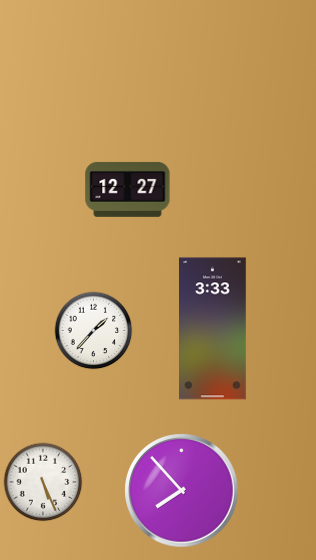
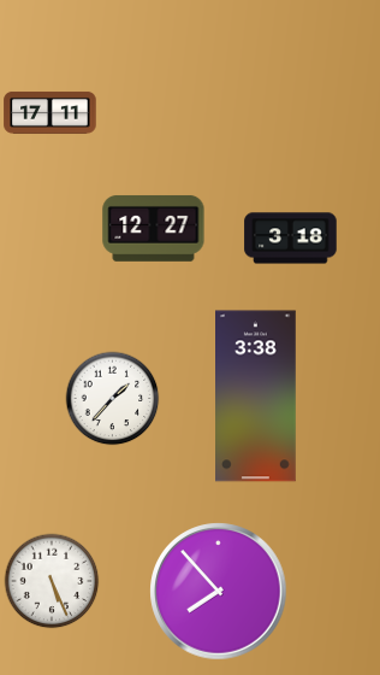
clock at (51, 112): none -> 17:11
clock at (291, 239): none -> 3:18
clock at (213, 329): 3:33 -> 3:38
